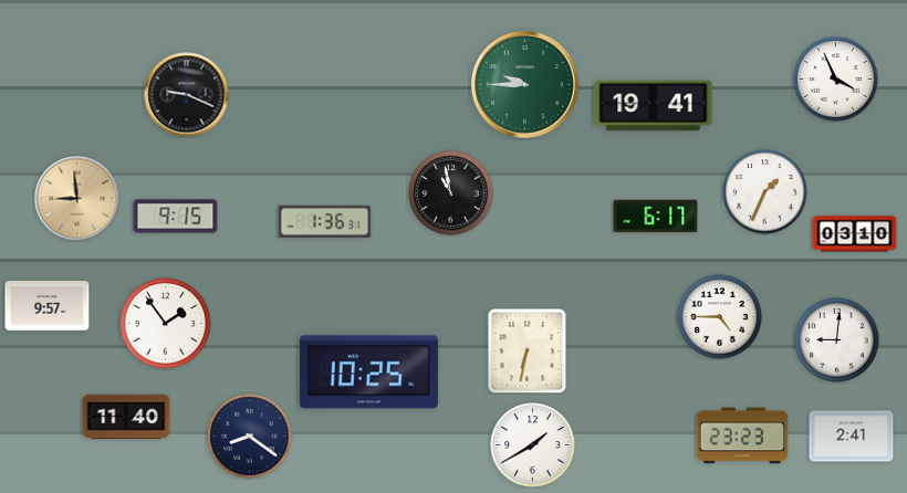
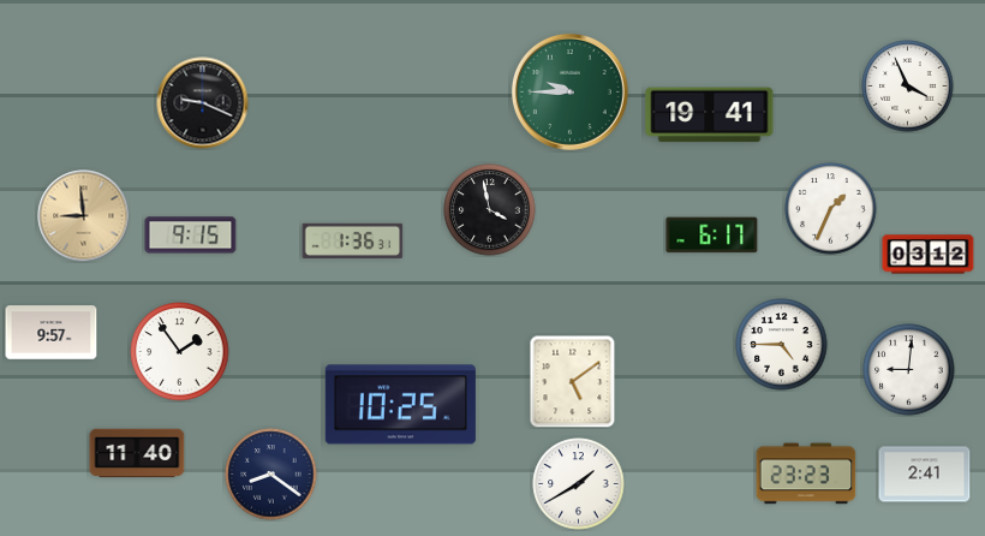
clock at (451, 193): 10:58 -> 3:58
clock at (855, 234): 03:10 -> 03:12
clock at (528, 350): 6:32 -> 5:09
